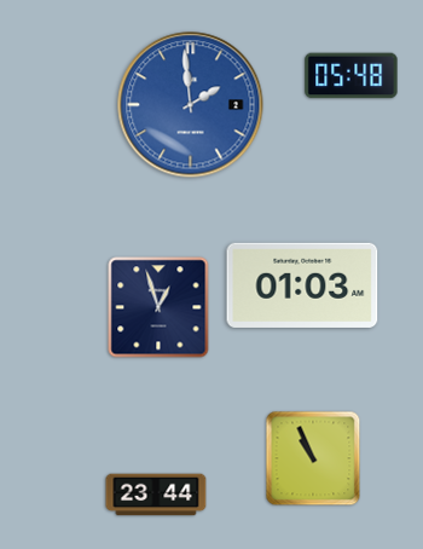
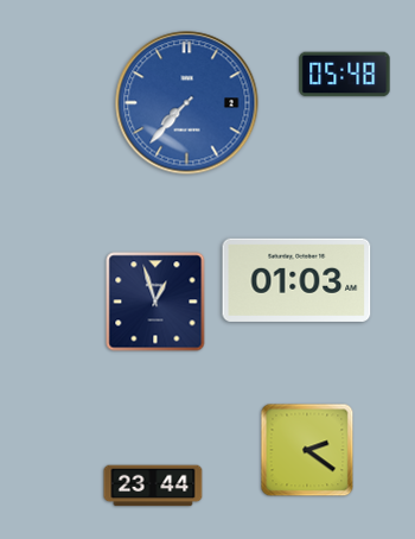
clock at (191, 105): 1:59 -> 7:37
clock at (313, 458): 10:56 -> 2:21
